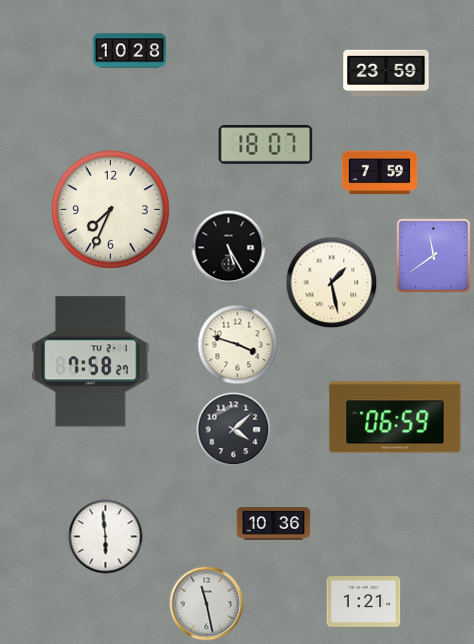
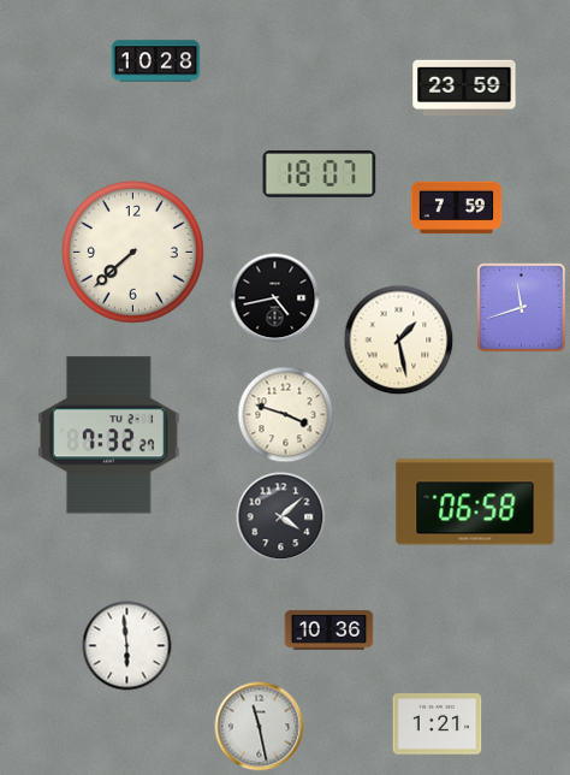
clock at (110, 209): 7:34 -> 7:38
clock at (229, 248): 5:25 -> 4:43
clock at (434, 256): 11:39 -> 11:42
clock at (90, 362): 7:58 -> 7:32
clock at (395, 417): 06:59 -> 06:58
clock at (207, 604) position: (207, 604) -> (260, 727)
